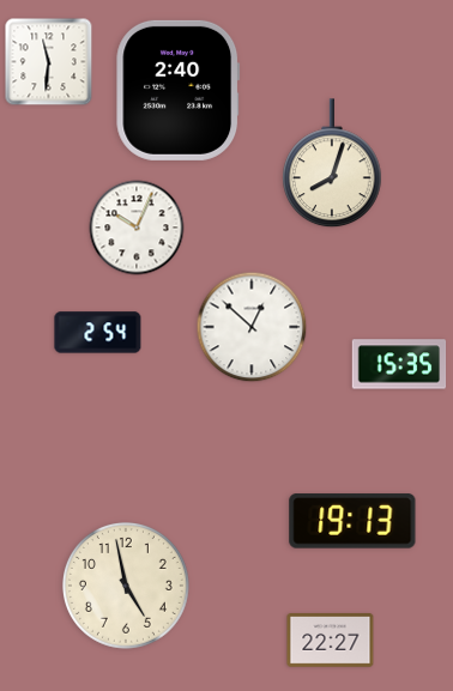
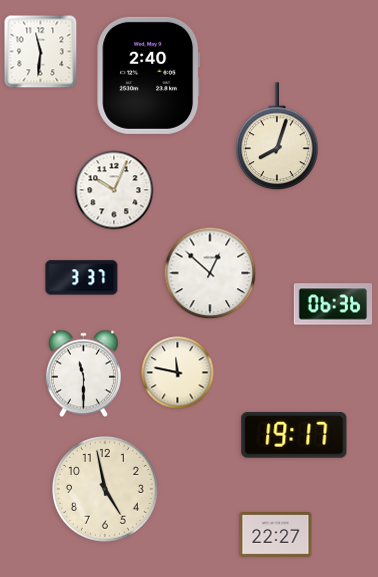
clock at (98, 333): 2:54 -> 3:37
clock at (399, 364): 15:35 -> 06:36
clock at (178, 373): none -> 11:47
clock at (83, 374): none -> 11:30
clock at (352, 521): 19:13 -> 19:17
